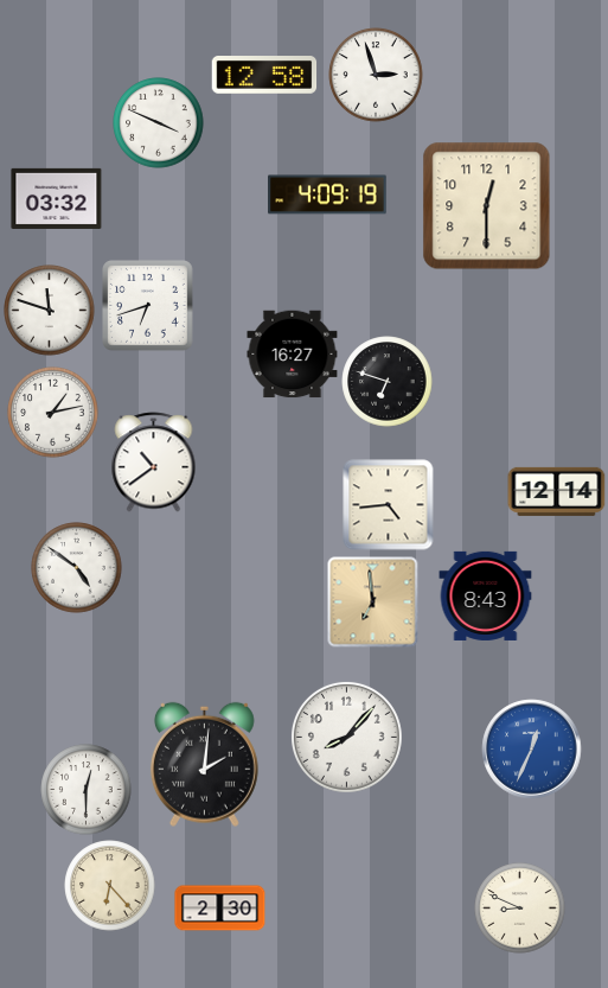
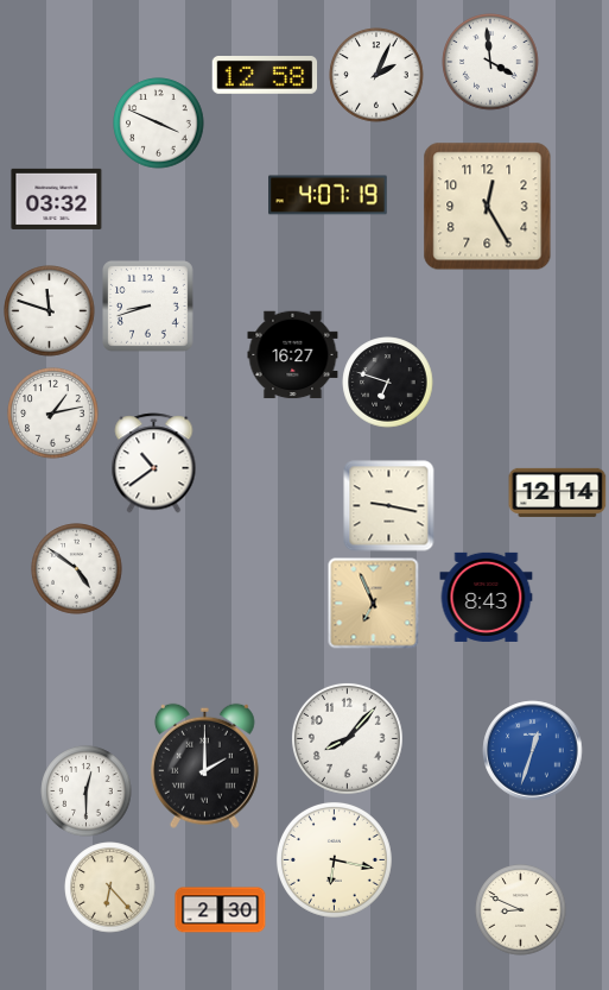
clock at (490, 62): none -> 3:59
clock at (376, 75): 2:57 -> 2:04
clock at (327, 195): 4:09 -> 4:07
clock at (487, 206): 12:30 -> 12:25
clock at (148, 306): 6:42 -> 8:42
clock at (389, 505): 4:44 -> 9:17
clock at (373, 603): 6:59 -> 6:56
clock at (532, 750): 12:34 -> 12:33
clock at (204, 764): 2:01 -> 2:00
clock at (334, 859): none -> 6:17
